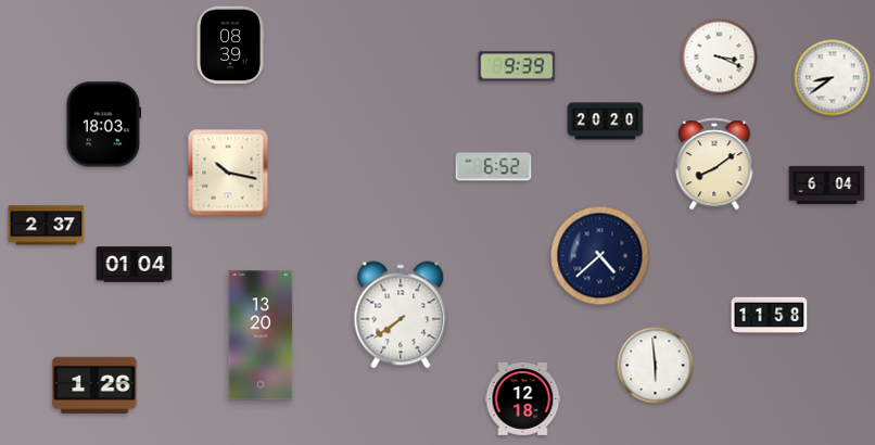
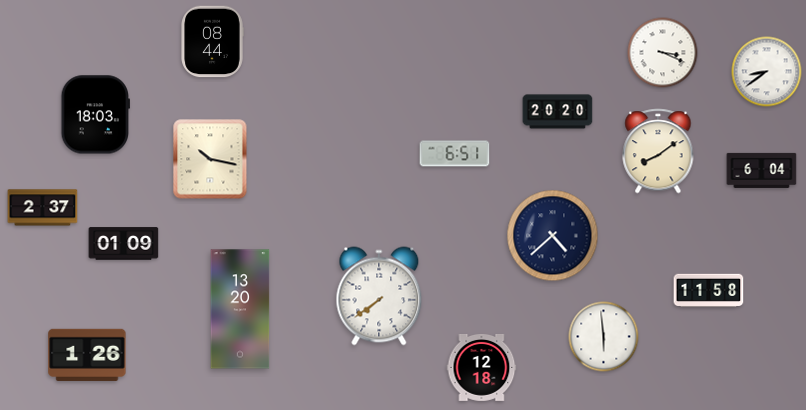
clock at (230, 46): 08:39 -> 08:44
clock at (517, 66): 9:39 -> none
clock at (494, 167): 6:52 -> 6:51
clock at (135, 265): 01:04 -> 01:09
clock at (401, 315) position: (401, 315) -> (379, 296)
